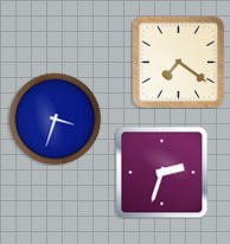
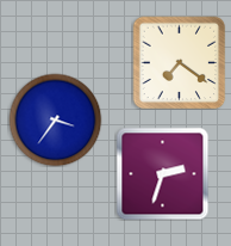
clock at (55, 118): 3:33 -> 3:36
